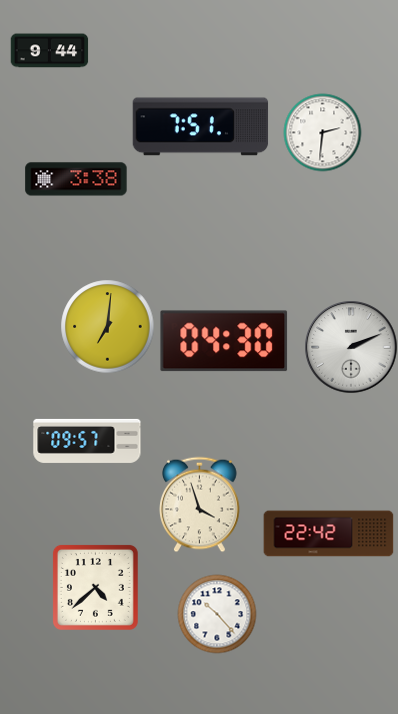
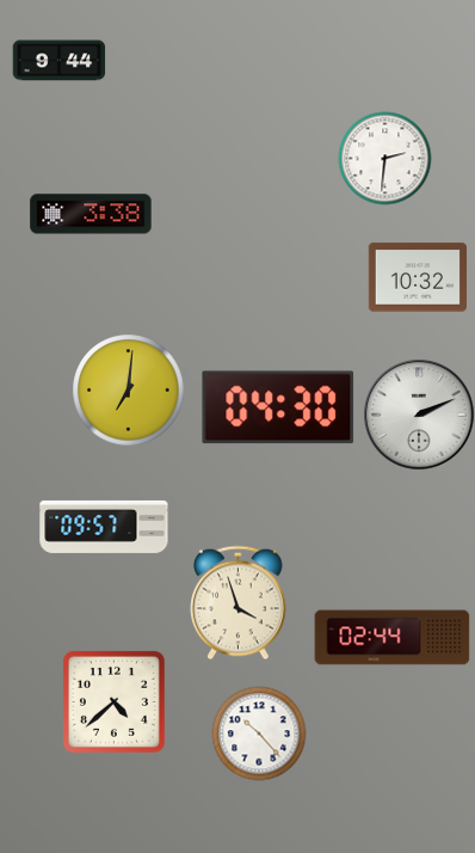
clock at (201, 127): 7:51 -> none
clock at (417, 277): none -> 10:32
clock at (224, 341) position: (224, 341) -> (278, 407)
clock at (329, 534): 22:42 -> 02:44
